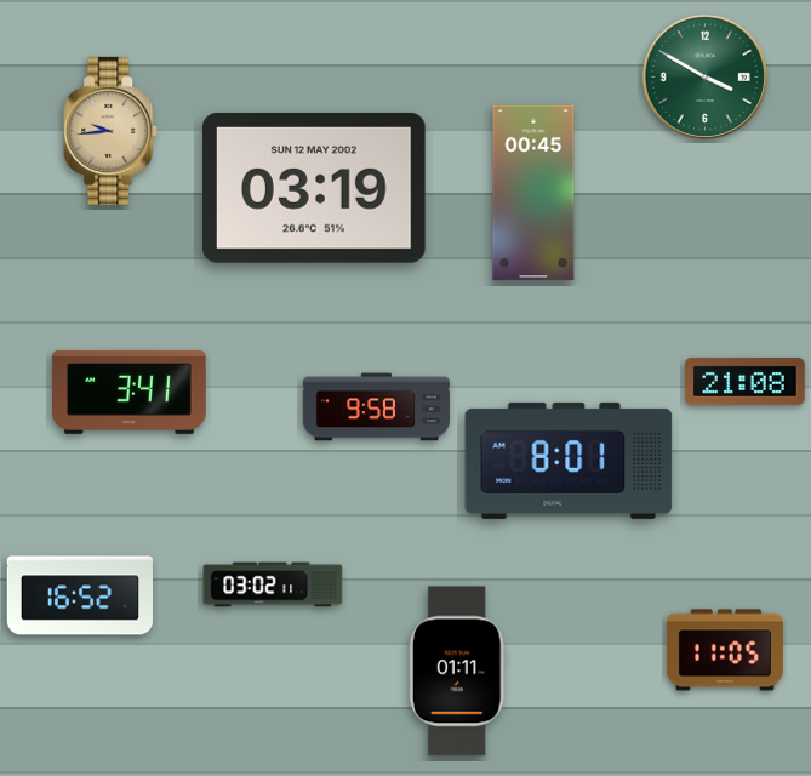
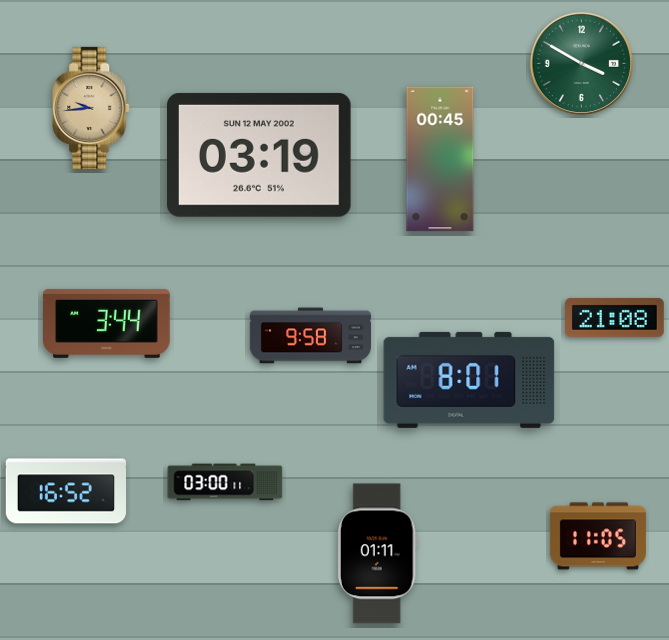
clock at (746, 381) position: (746, 381) -> (615, 317)
clock at (130, 392): 3:41 -> 3:44
clock at (273, 584): 03:02 -> 03:00
